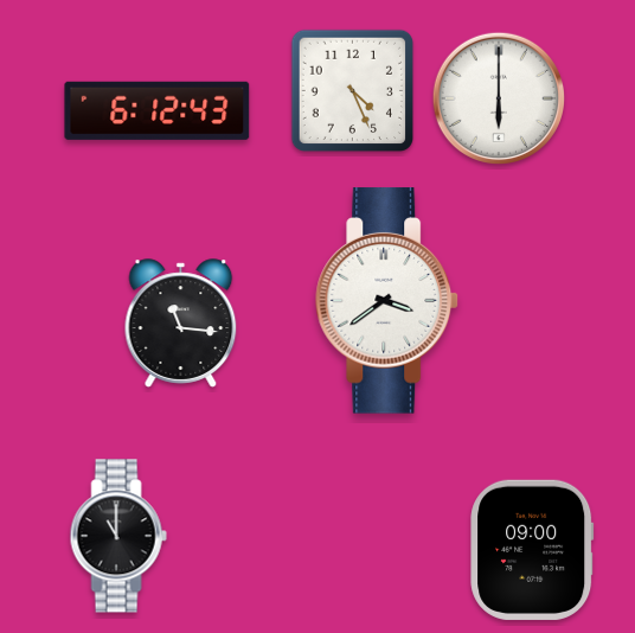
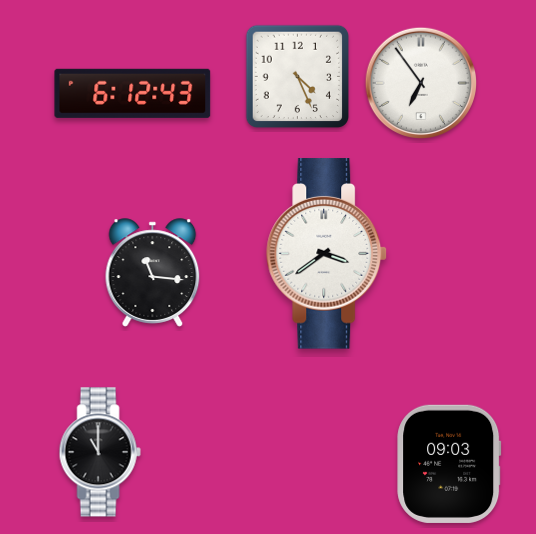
clock at (498, 97): 6:00 -> 6:54
clock at (532, 550): 09:00 -> 09:03
